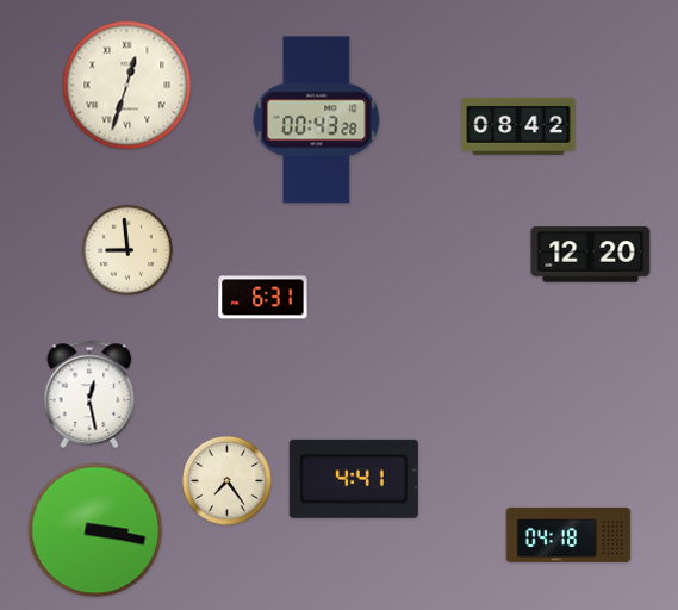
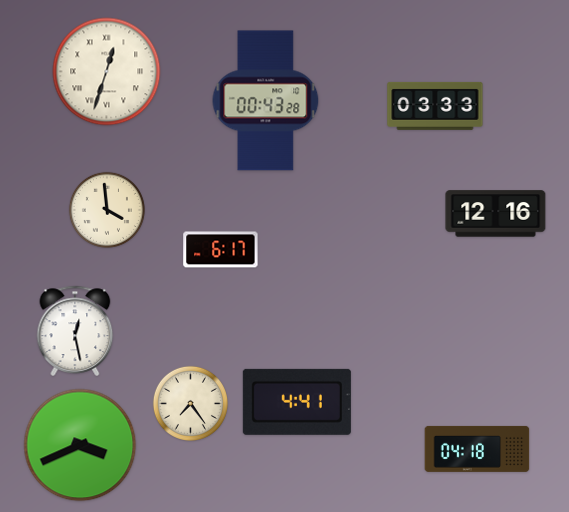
clock at (518, 126): 08:42 -> 03:33
clock at (127, 250): 8:59 -> 3:59
clock at (591, 255): 12:20 -> 12:16
clock at (263, 298): 6:31 -> 6:17
clock at (95, 530): 3:17 -> 3:41
